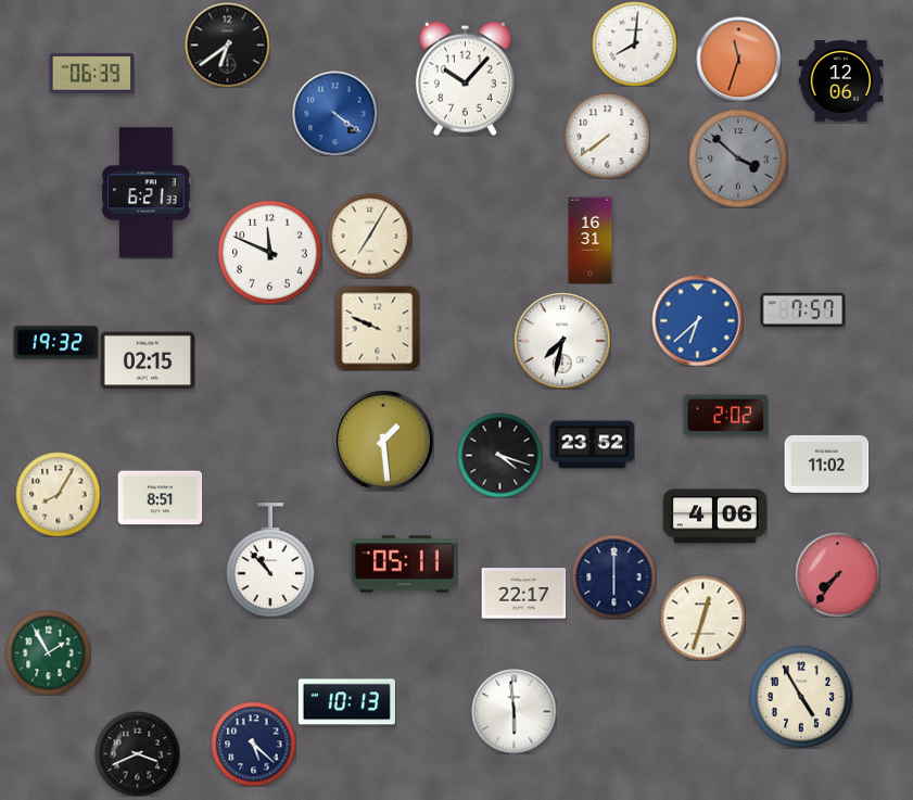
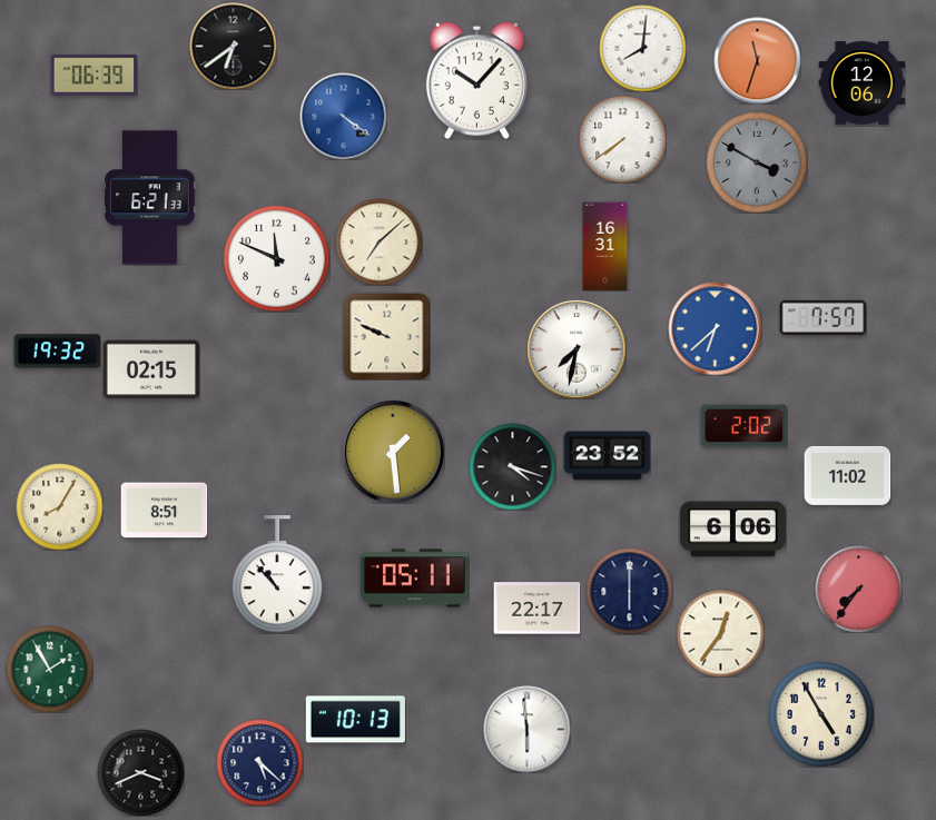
clock at (634, 43) position: (634, 43) -> (642, 48)
clock at (738, 158): 3:52 -> 3:50
clock at (369, 236): 7:05 -> 7:08
clock at (714, 517): 4:06 -> 6:06
clock at (702, 618): 12:33 -> 12:36
